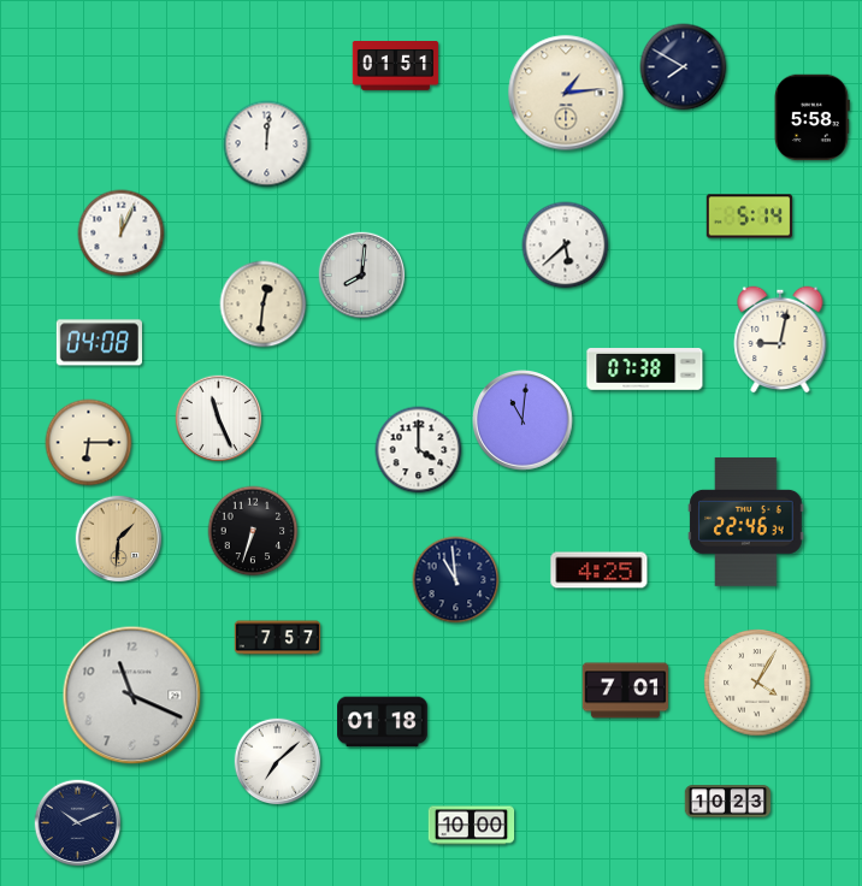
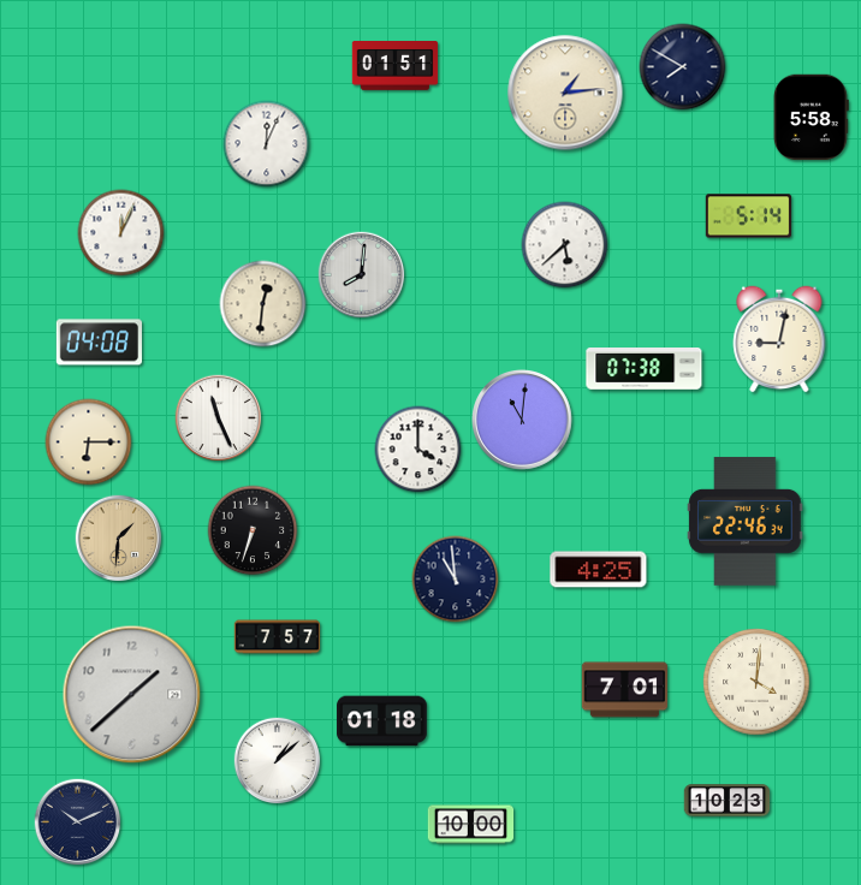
clock at (267, 144): 12:01 -> 12:04
clock at (757, 683): 4:05 -> 4:01
clock at (132, 696): 11:19 -> 1:38
clock at (278, 762): 7:08 -> 1:08
